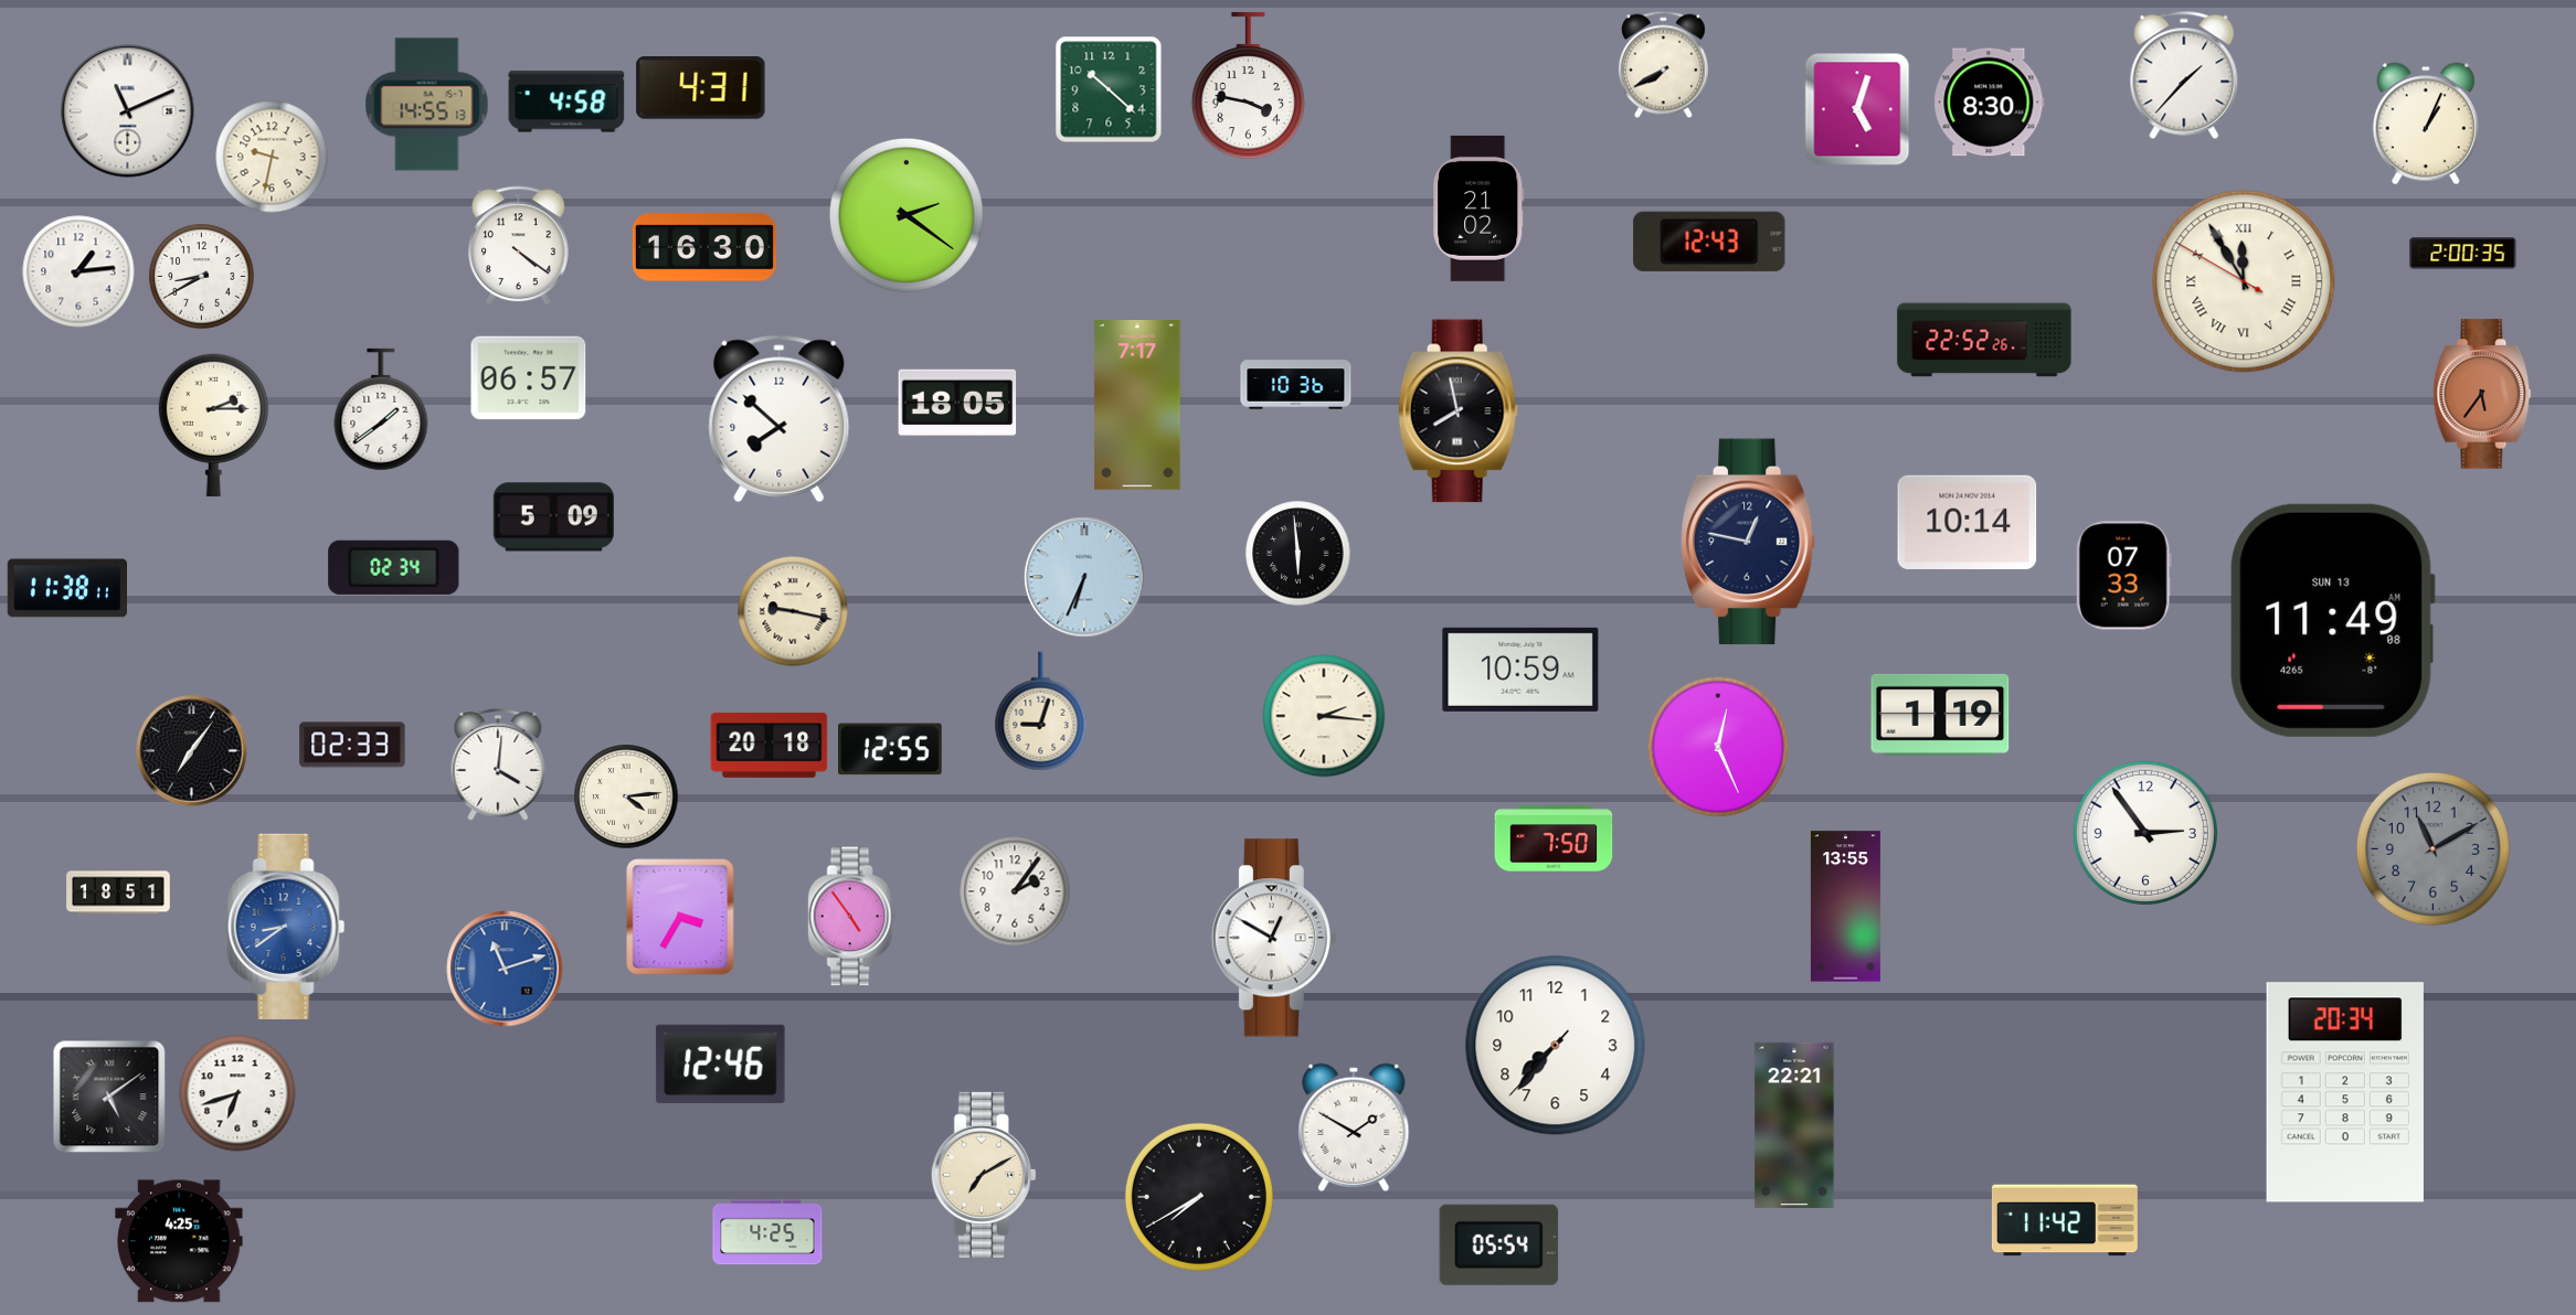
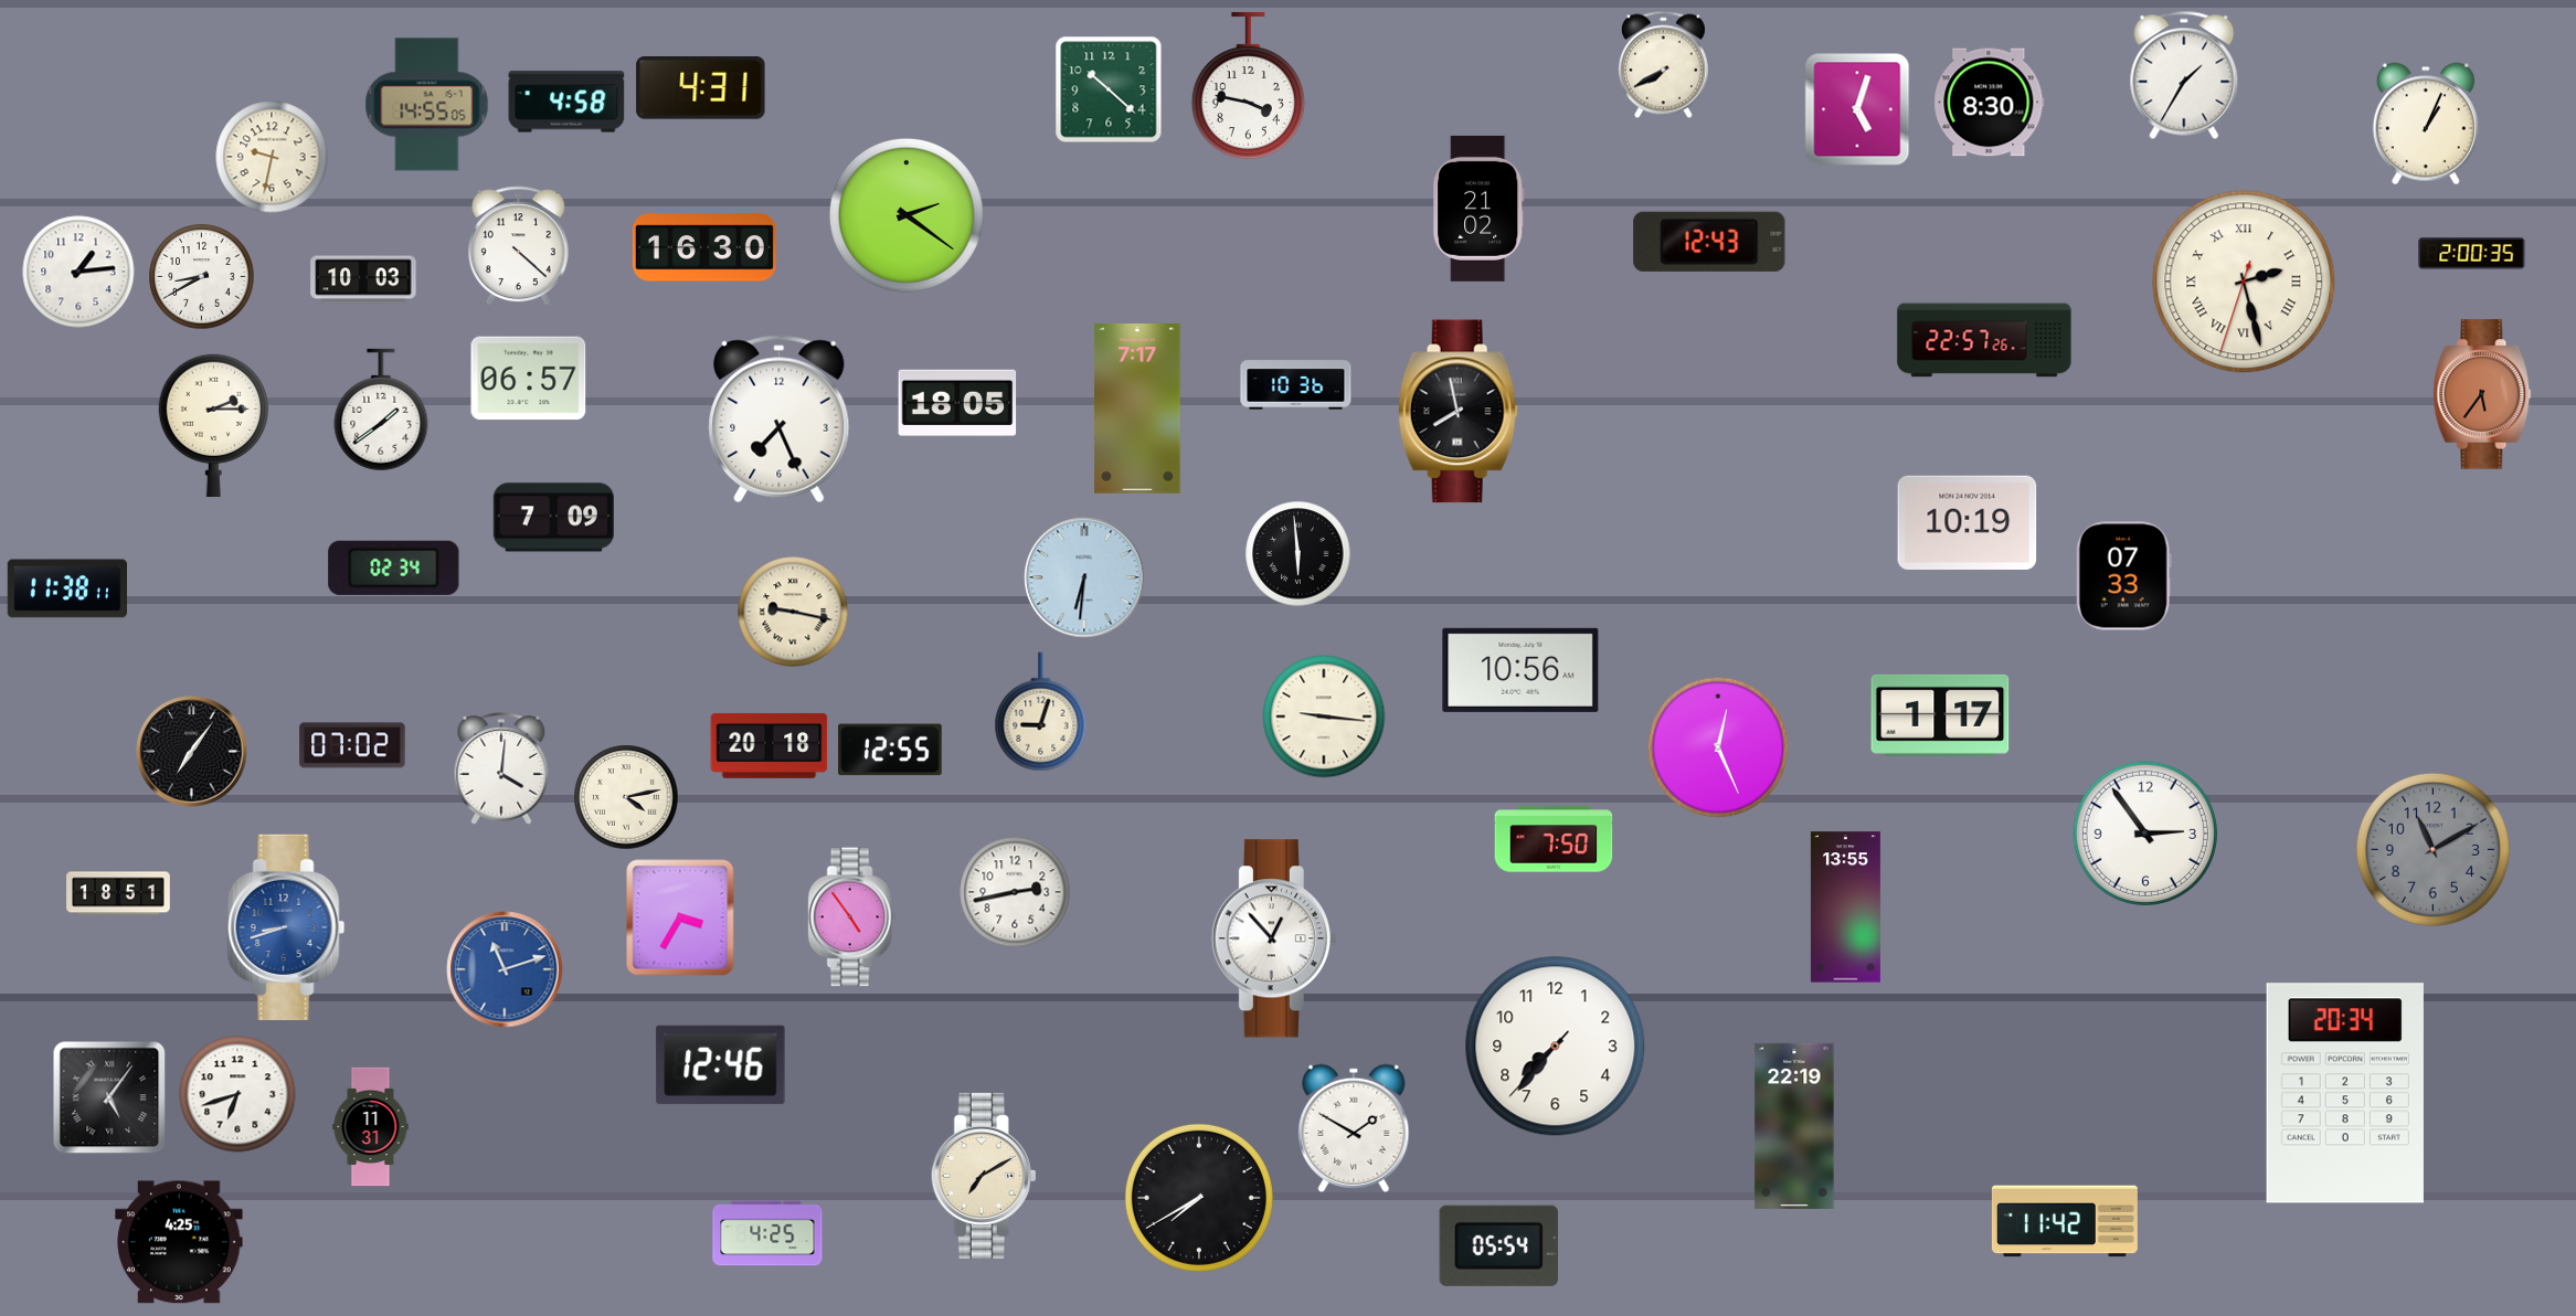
clock at (2184, 75): 1:37 -> 1:35
clock at (427, 105): 14:55:13 -> 14:55:05
clock at (128, 111): 11:11 -> none
clock at (518, 246): 4:21 -> 4:22
clock at (2463, 254) position: (2463, 254) -> (2472, 254)
clock at (363, 279): none -> 10:03
clock at (2244, 281): 11:54 -> 2:27
clock at (1984, 340): 22:52 -> 22:57
clock at (1137, 406) position: (1137, 406) -> (1137, 410)
clock at (780, 419): 7:52 -> 7:26
clock at (553, 517): 5:09 -> 7:09
clock at (1968, 522): 10:14 -> 10:19
clock at (1748, 542): 12:47 -> none
clock at (1084, 577): 6:34 -> 6:31
clock at (2332, 620): 11:49 -> none
clock at (1520, 670): 10:59 -> 10:56
clock at (1940, 715): 1:19 -> 1:17
clock at (1324, 716): 2:16 -> 9:16
clock at (352, 745): 02:33 -> 07:02
clock at (498, 766) position: (498, 766) -> (501, 770)
clock at (626, 797): 4:14 -> 4:13
clock at (1015, 891): 2:06 -> 2:43
clock at (286, 926): 8:39 -> 8:42
clock at (1274, 938): 12:50 -> 12:53
clock at (109, 1097): 5:09 -> 5:06
clock at (1794, 1125): 22:21 -> 22:19
clock at (371, 1127): none -> 11:31
